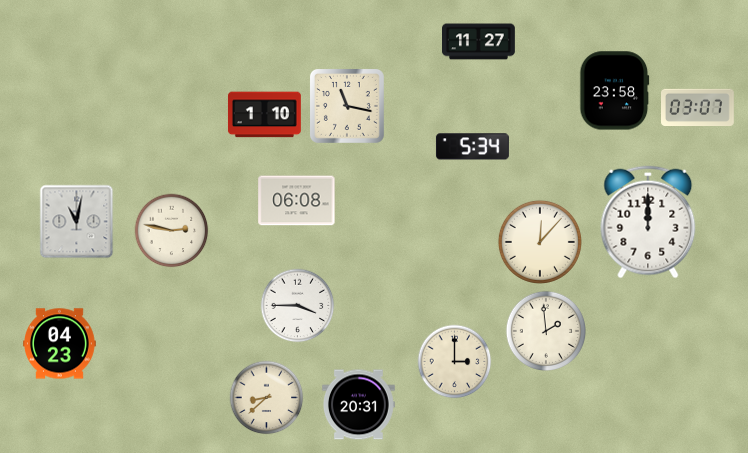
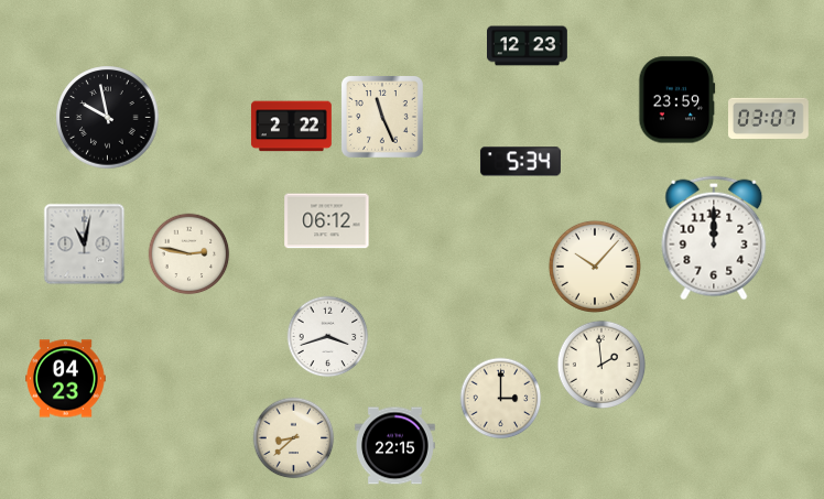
clock at (479, 42): 11:27 -> 12:23
clock at (615, 91): 23:58 -> 23:59
clock at (347, 106): 11:17 -> 11:26
clock at (108, 118): none -> 9:58
clock at (265, 115): 1:10 -> 2:22
clock at (297, 201): 06:08 -> 06:12
clock at (648, 222) position: (648, 222) -> (714, 238)
clock at (540, 242): 12:07 -> 10:07
clock at (298, 306): 3:45 -> 3:42
clock at (358, 405): 20:31 -> 22:15
